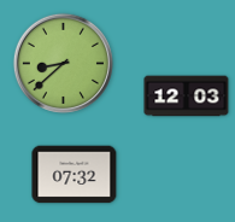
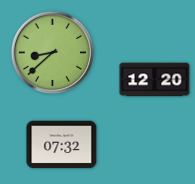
clock at (187, 97): 12:03 -> 12:20
